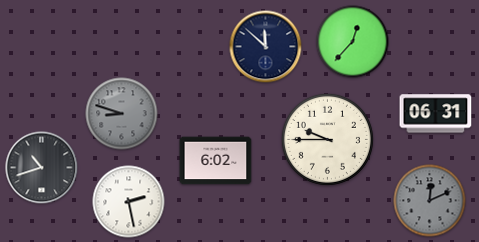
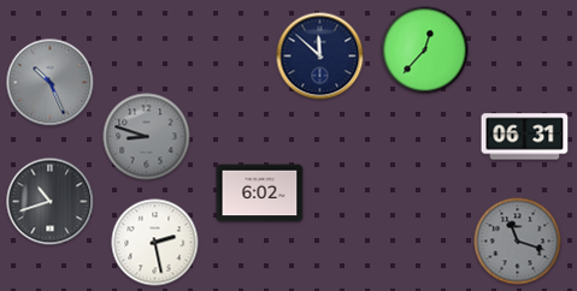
clock at (51, 83): none -> 10:26
clock at (327, 139): 9:45 -> none
clock at (430, 201): 12:11 -> 11:18
